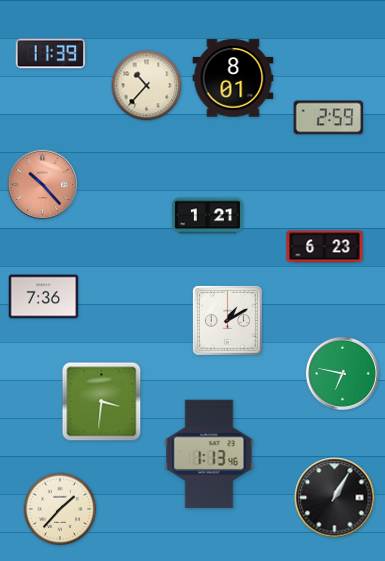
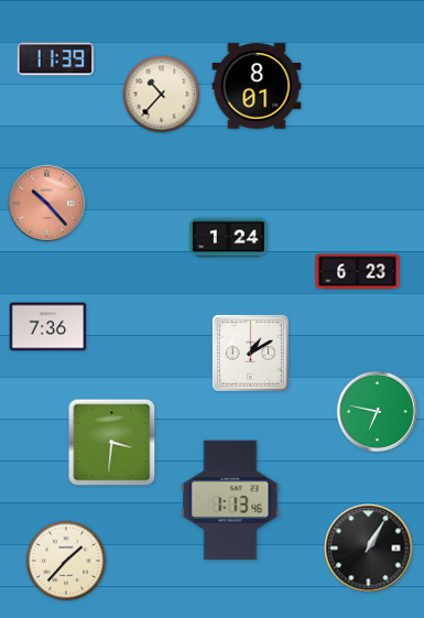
clock at (329, 118): 2:59 -> none
clock at (207, 216): 1:21 -> 1:24
